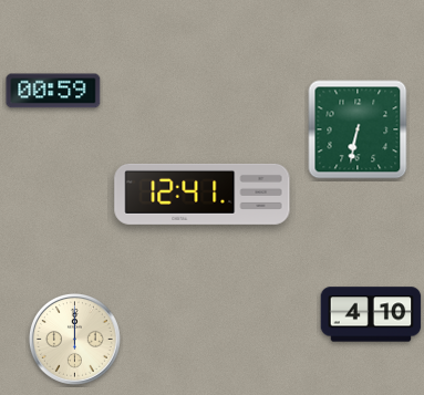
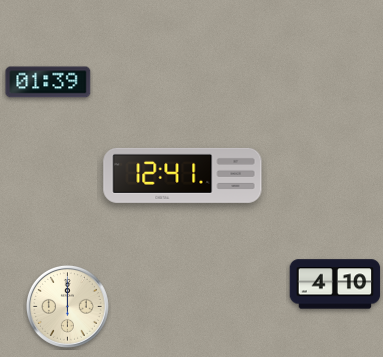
clock at (53, 91): 00:59 -> 01:39
clock at (358, 129): 6:32 -> none
